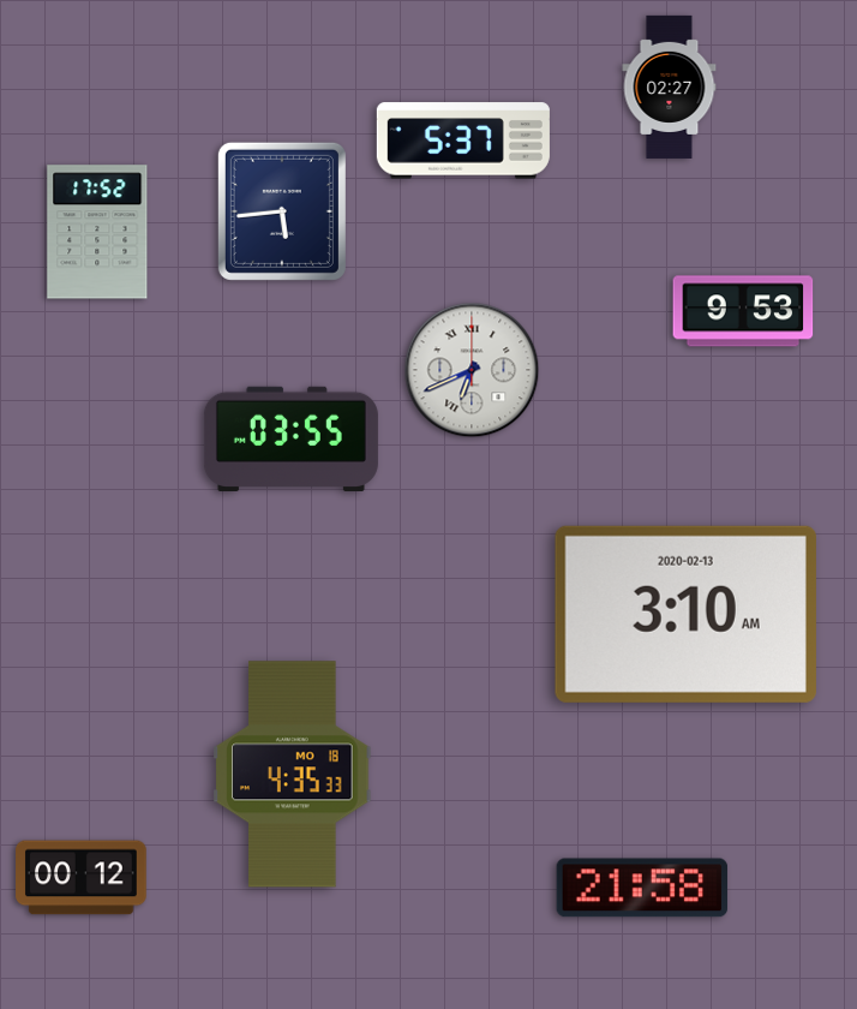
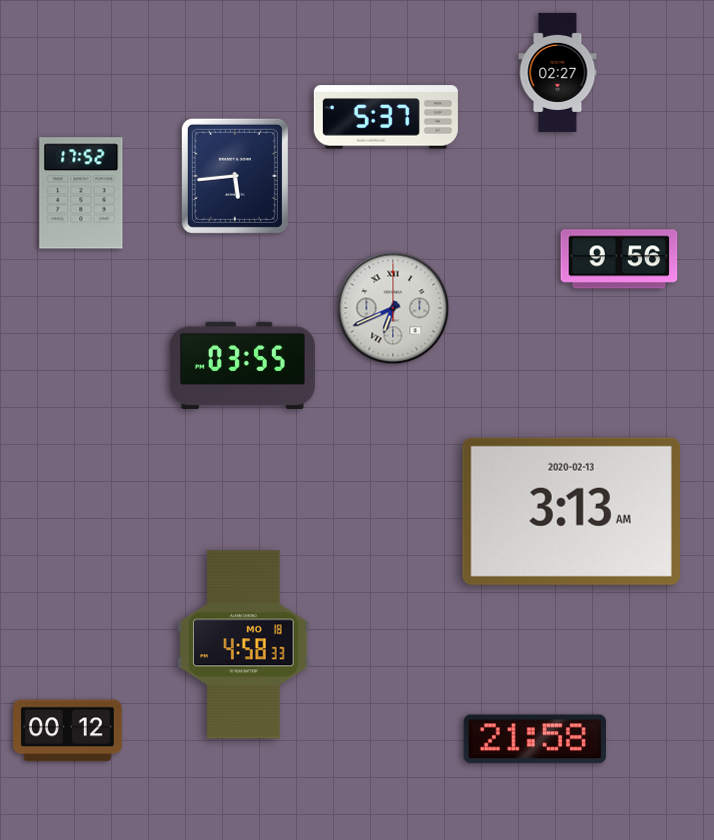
clock at (743, 311): 9:53 -> 9:56
clock at (685, 614): 3:10 -> 3:13
clock at (293, 775): 4:35 -> 4:58
